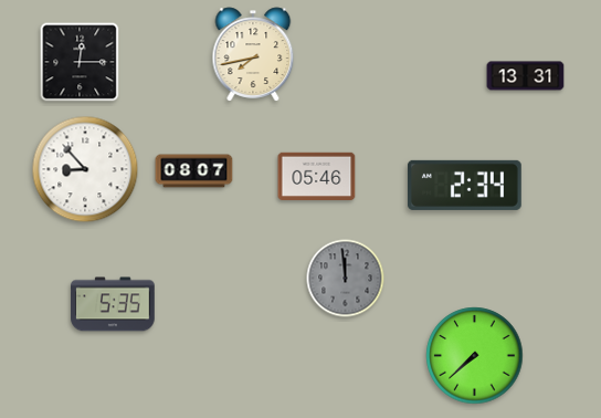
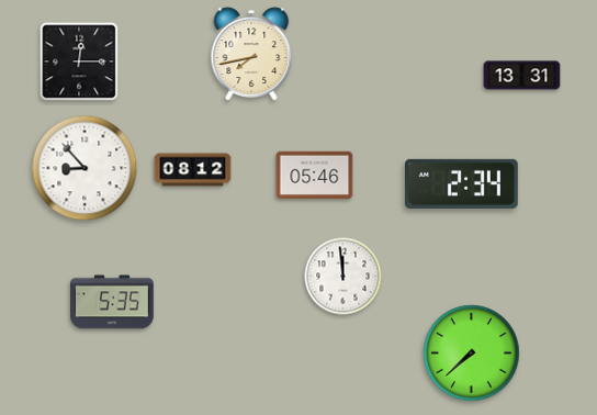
clock at (194, 171): 08:07 -> 08:12
clock at (346, 279) dial: grey -> white
